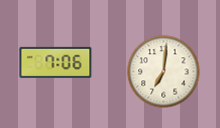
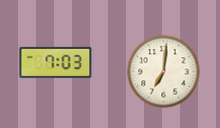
clock at (56, 62): 7:06 -> 7:03
